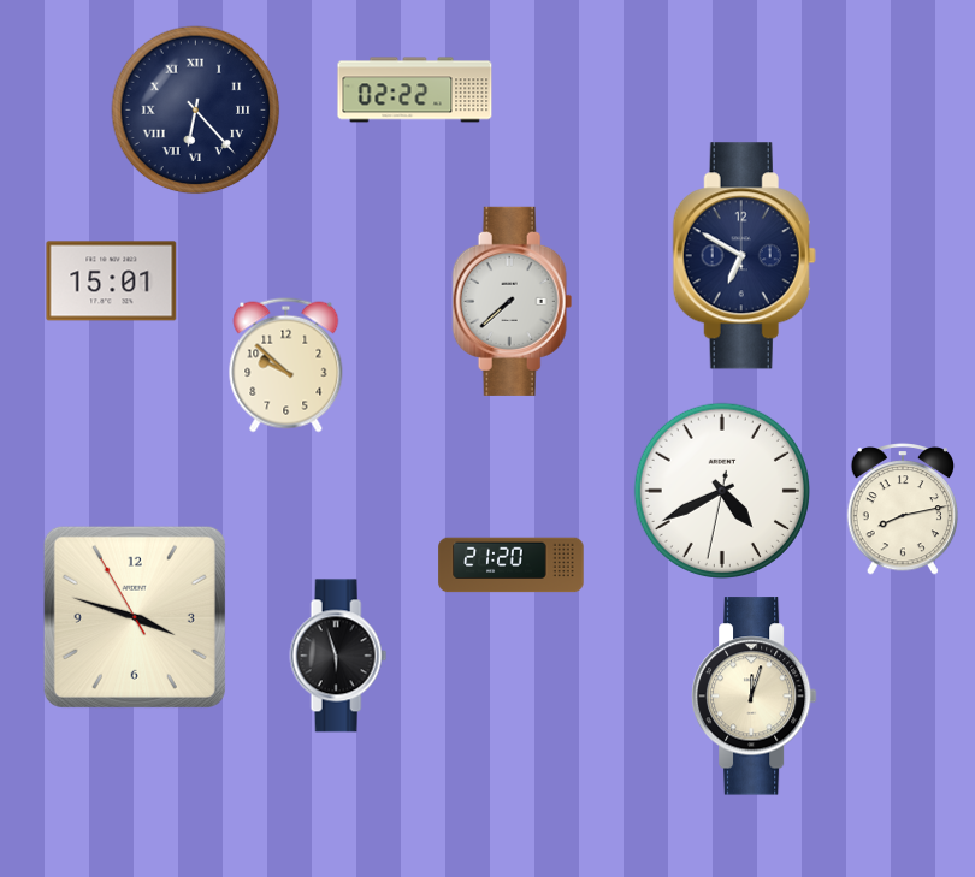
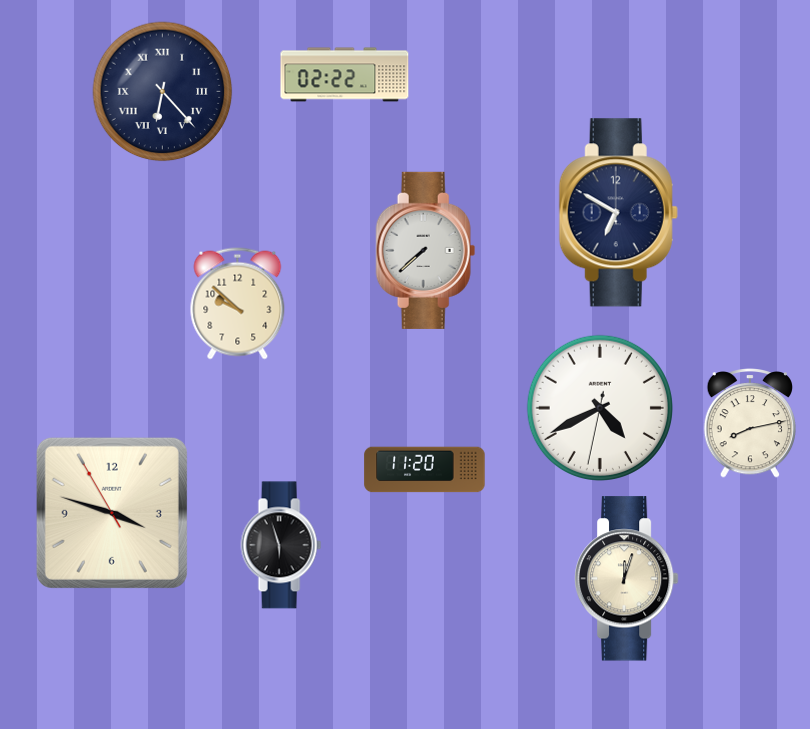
clock at (112, 282): 15:01 -> none
clock at (512, 565): 21:20 -> 11:20
